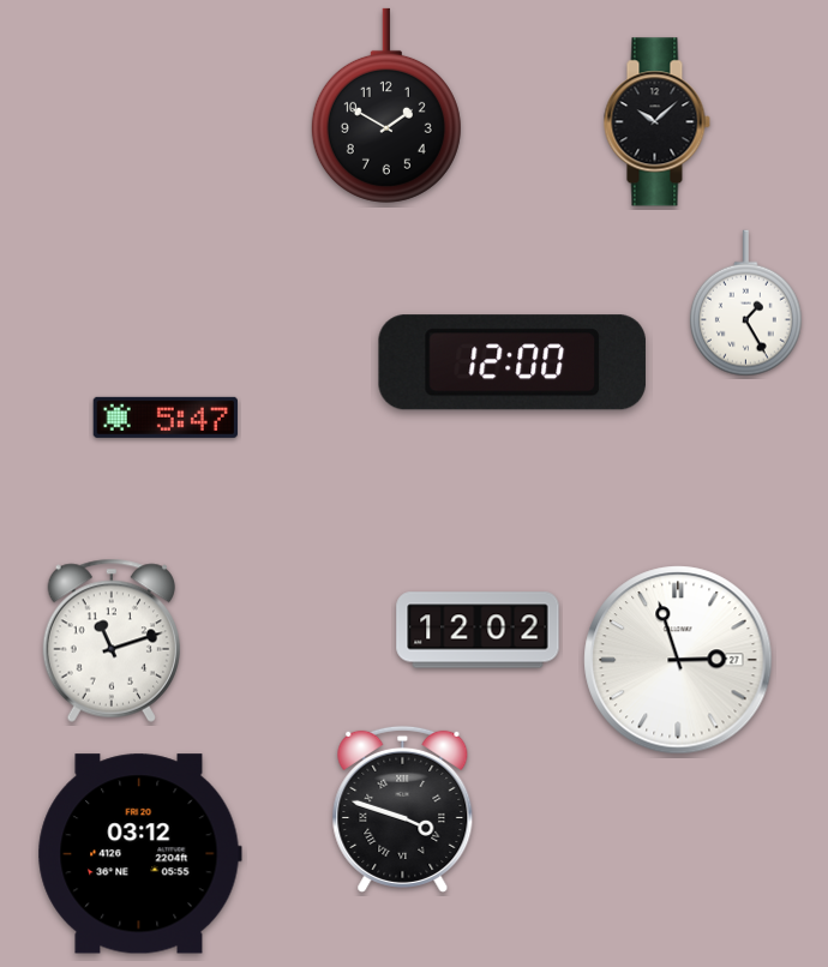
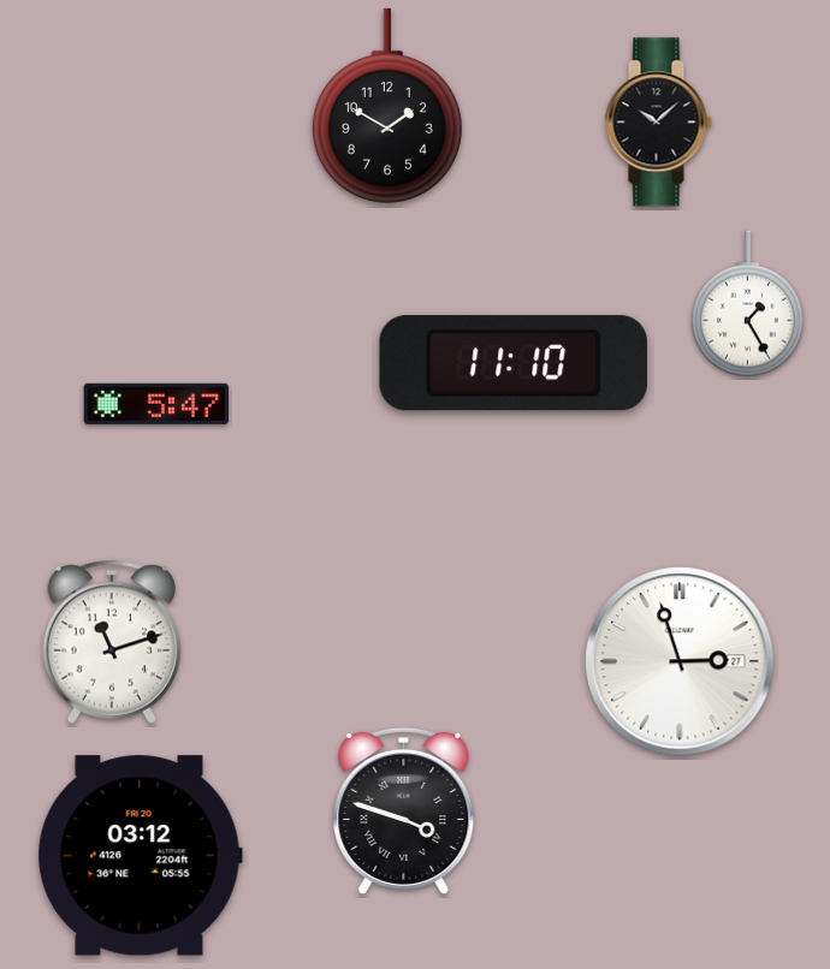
clock at (512, 362): 12:00 -> 11:10
clock at (166, 418) position: (166, 418) -> (156, 404)
clock at (478, 630): 12:02 -> none
